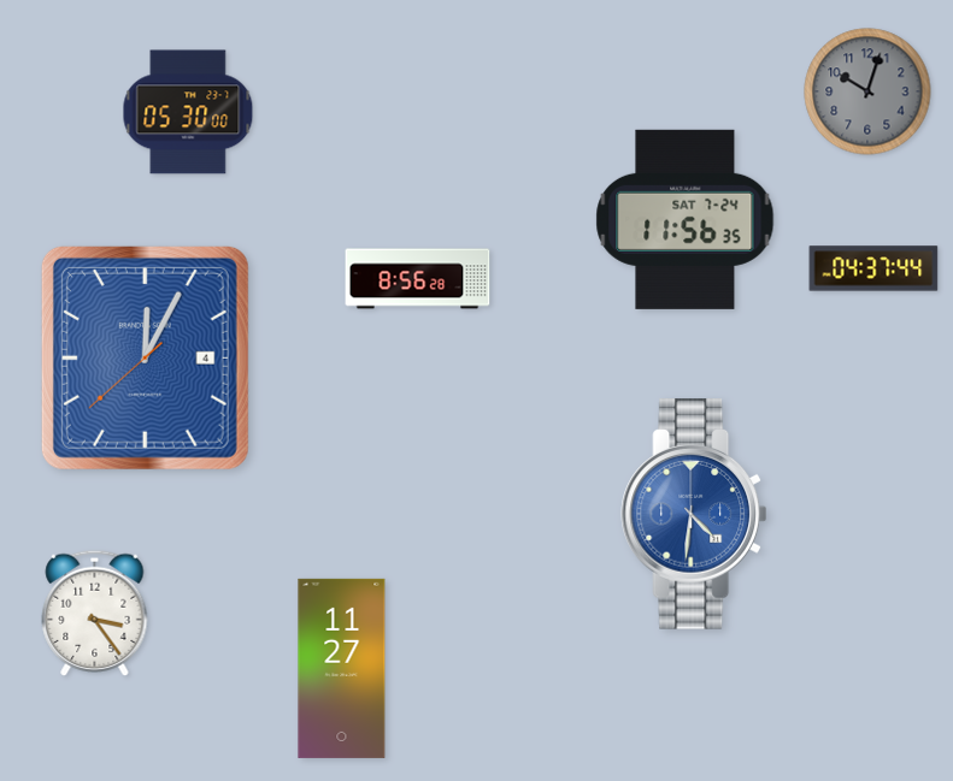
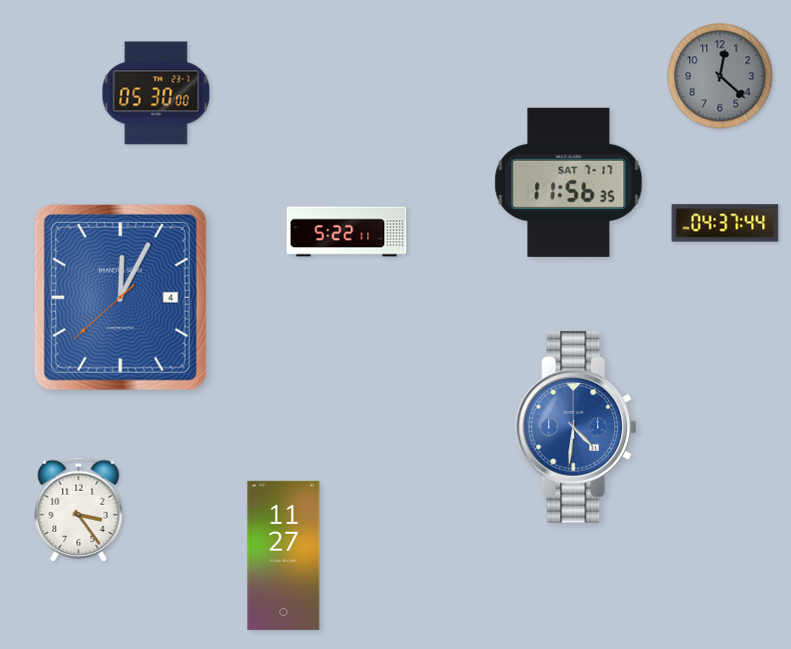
clock at (867, 91): 10:03 -> 12:22
clock at (686, 219) date: SAT 7-24 -> SAT 7-17
clock at (418, 279): 8:56 -> 5:22
